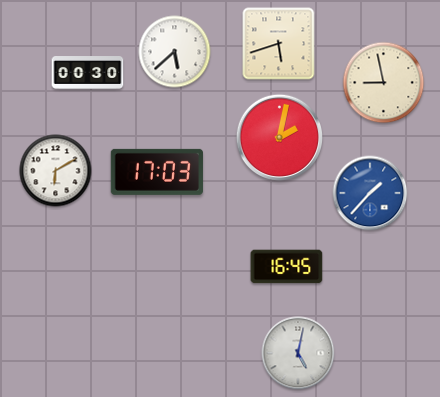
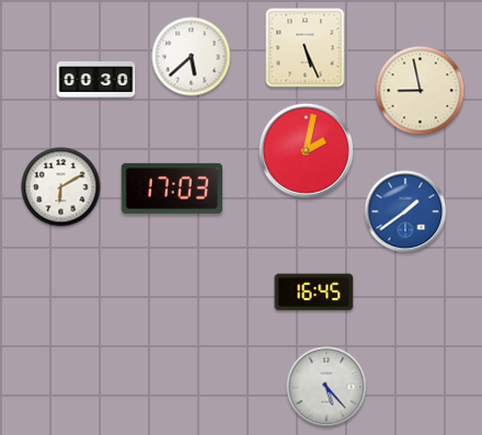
clock at (279, 44): 5:42 -> 5:26
clock at (370, 193): 1:37 -> 1:39
clock at (298, 353): 5:02 -> 5:23
